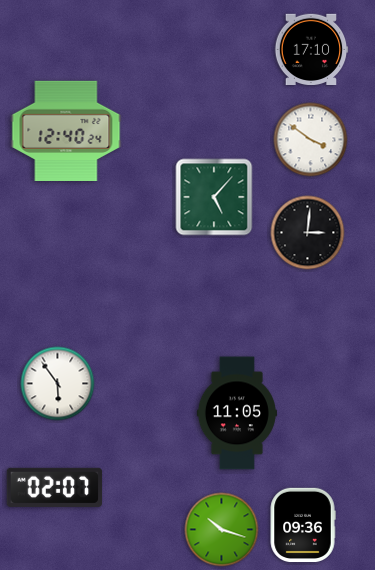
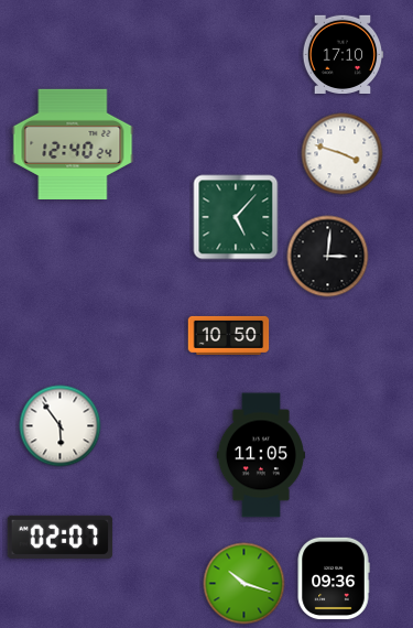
clock at (311, 140): 3:51 -> 3:48
clock at (308, 233) position: (308, 233) -> (328, 257)
clock at (229, 335): none -> 10:50
clock at (58, 384) position: (58, 384) -> (61, 426)
